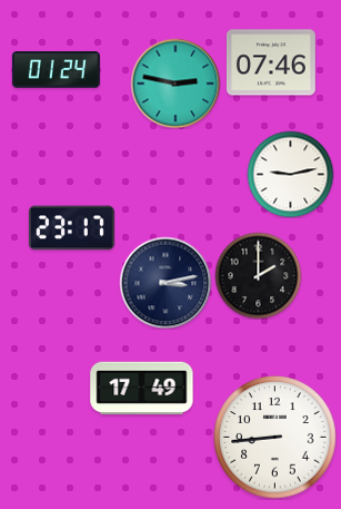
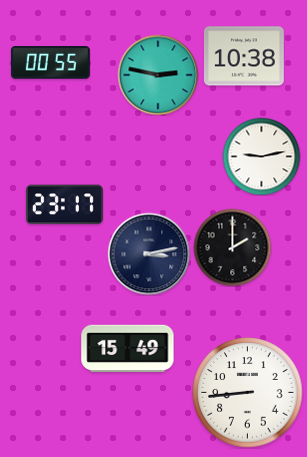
clock at (271, 62): 07:46 -> 10:38
clock at (56, 70): 01:24 -> 00:55
clock at (142, 389): 17:49 -> 15:49
